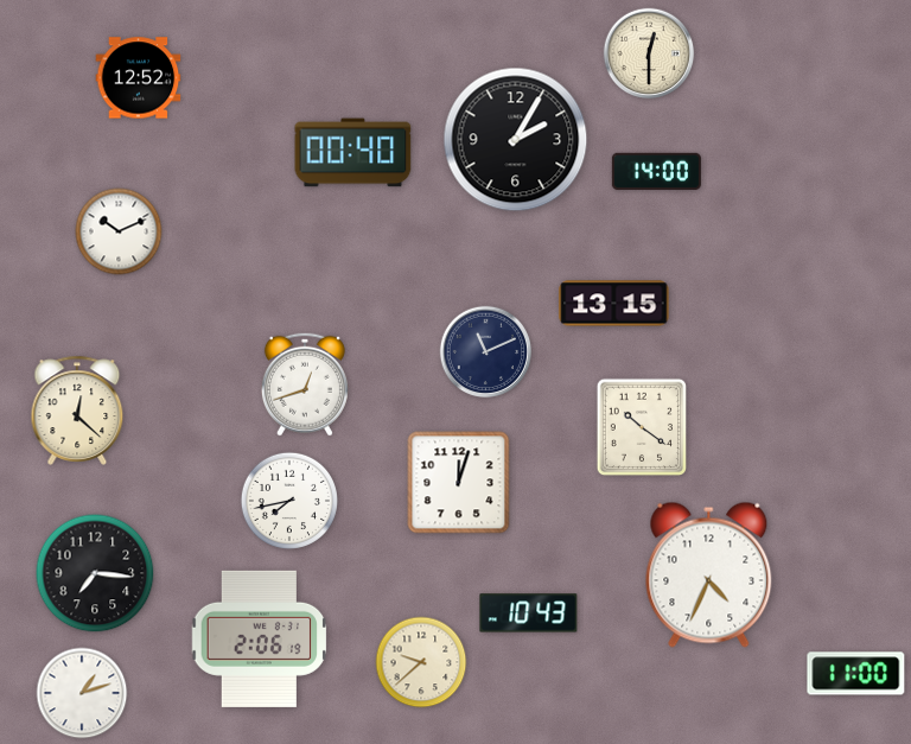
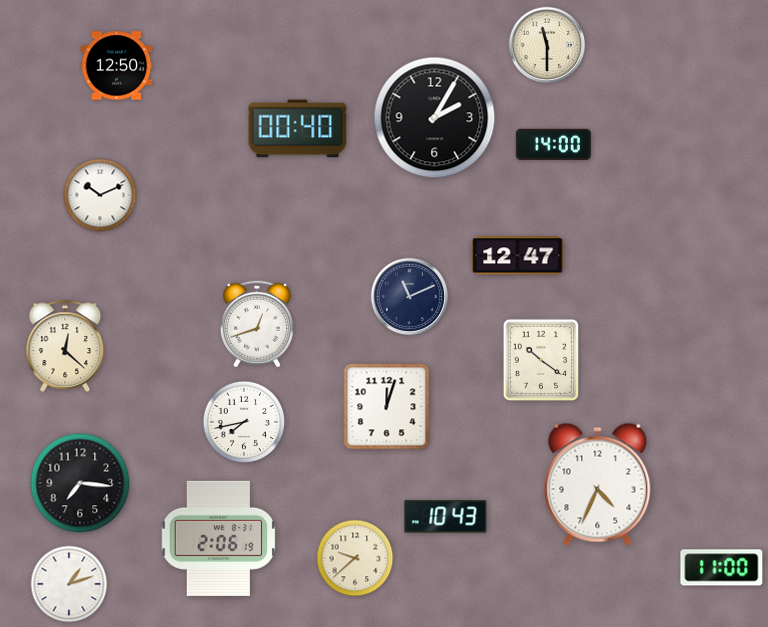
clock at (649, 53): 12:30 -> 11:30
clock at (139, 78): 12:52 -> 12:50
clock at (614, 304): 13:15 -> 12:47
